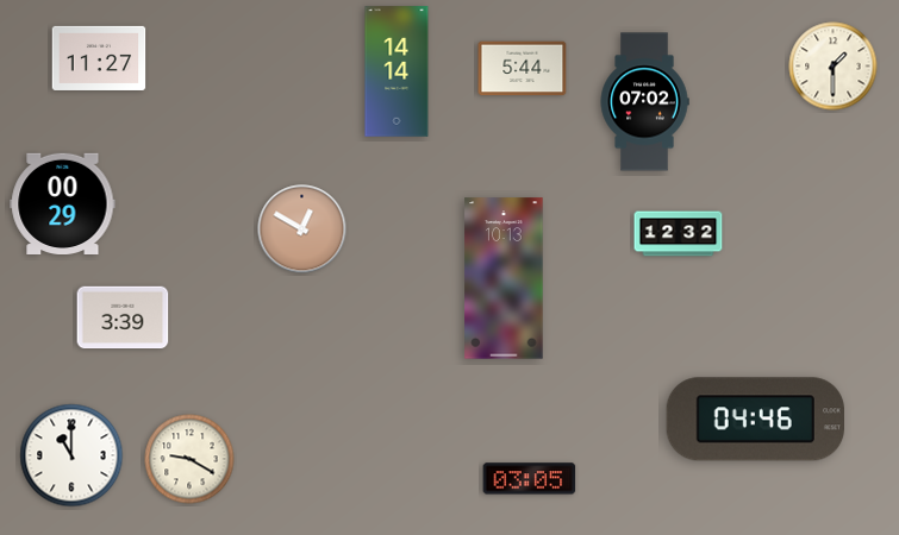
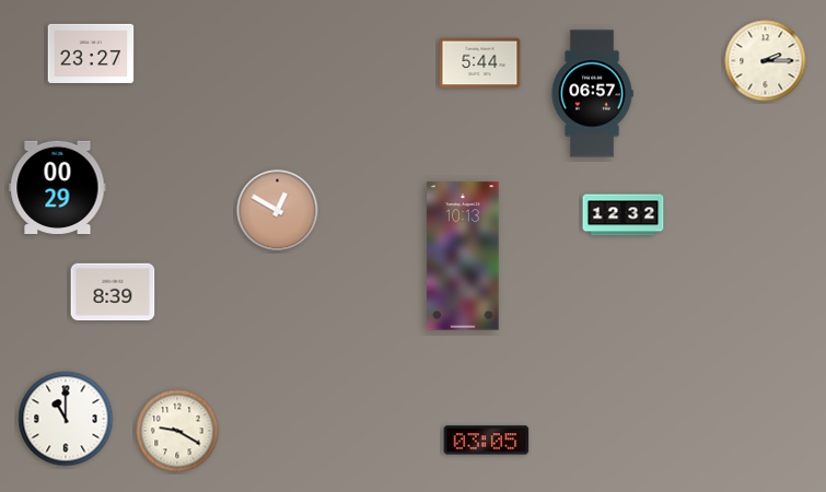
clock at (99, 58): 11:27 -> 23:27
clock at (834, 67): 1:30 -> 2:15
clock at (397, 71): 14:14 -> none
clock at (644, 102): 07:02 -> 06:57
clock at (123, 317): 3:39 -> 8:39
clock at (755, 420): 04:46 -> none
clock at (189, 459) position: (189, 459) -> (177, 431)
